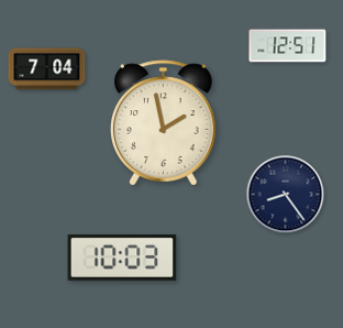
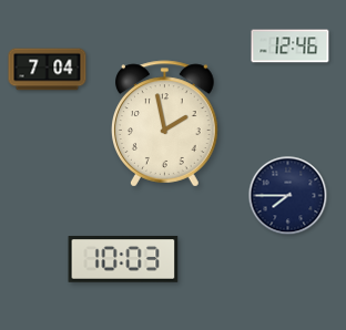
clock at (288, 46): 12:51 -> 12:46
clock at (286, 195): 8:24 -> 7:45
